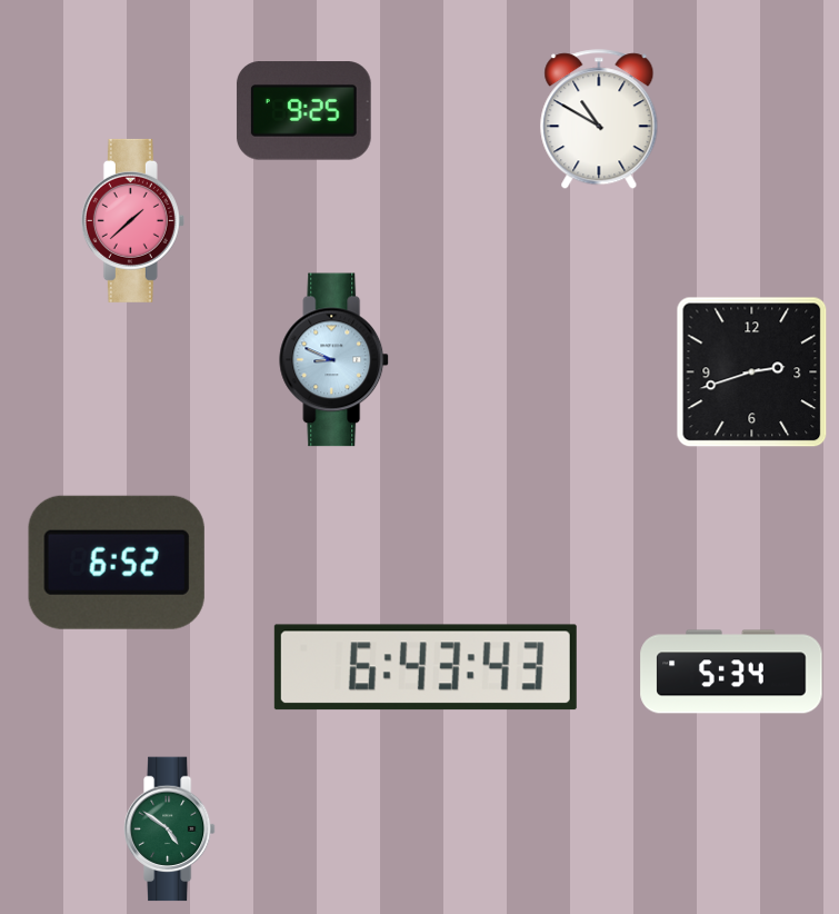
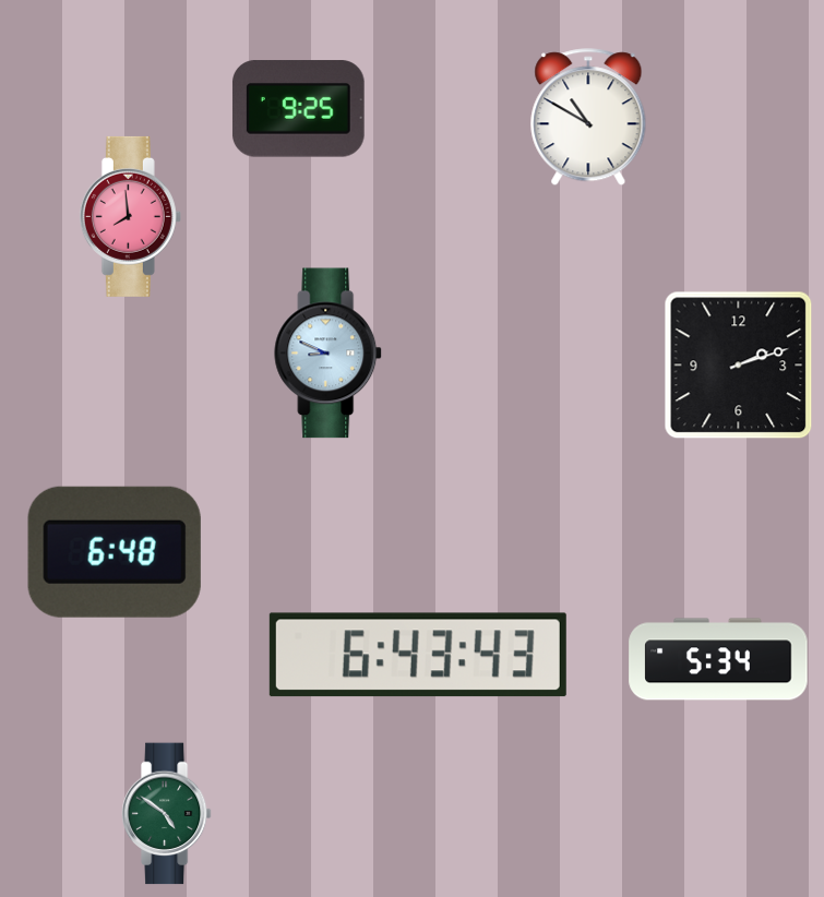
clock at (132, 220): 1:38 -> 7:59
clock at (752, 372): 2:42 -> 2:12
clock at (117, 563): 6:52 -> 6:48
